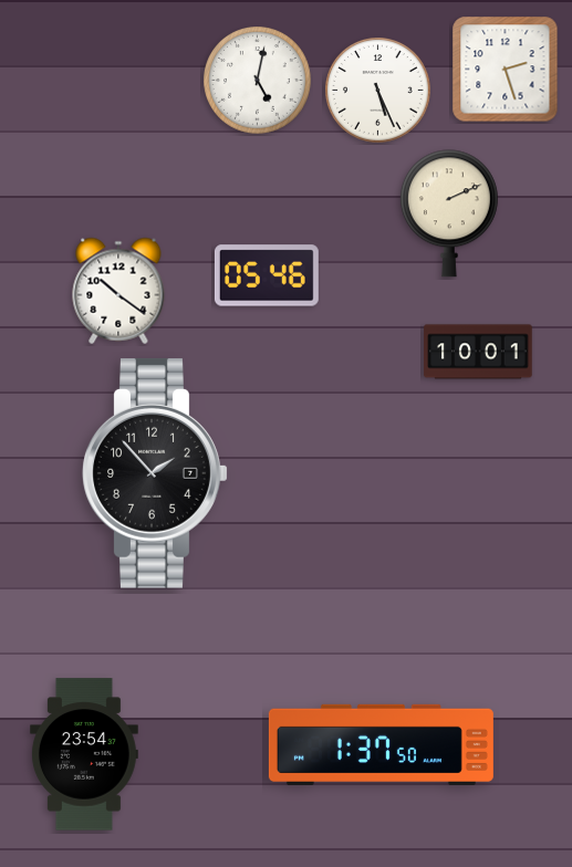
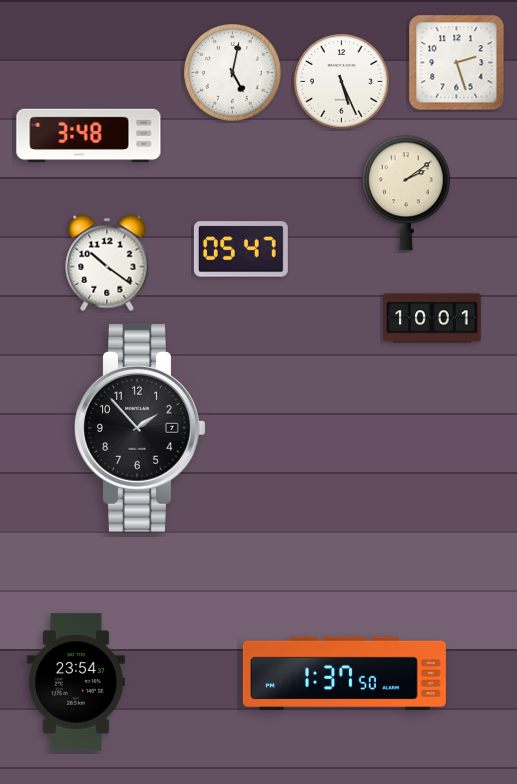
clock at (89, 136): none -> 3:48
clock at (449, 213): 2:11 -> 2:09
clock at (267, 275): 05:46 -> 05:47
